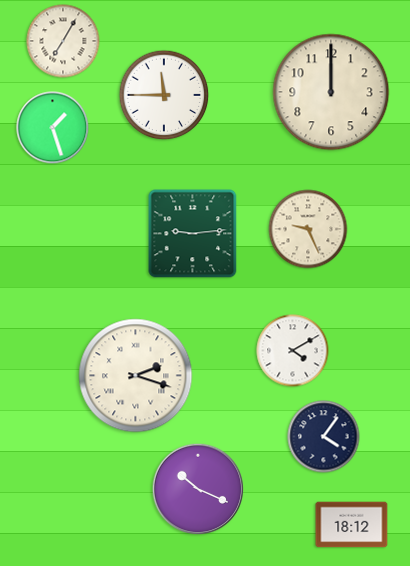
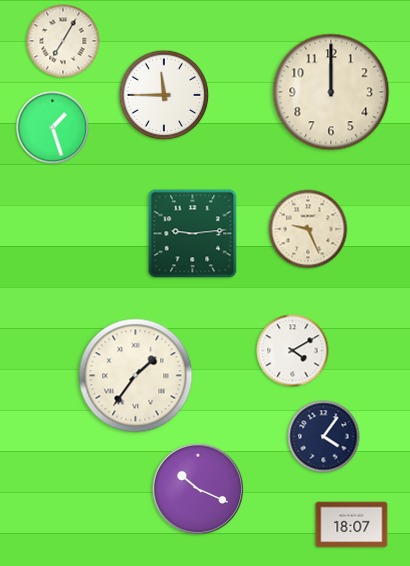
clock at (136, 376): 2:18 -> 1:36
clock at (352, 525): 18:12 -> 18:07
